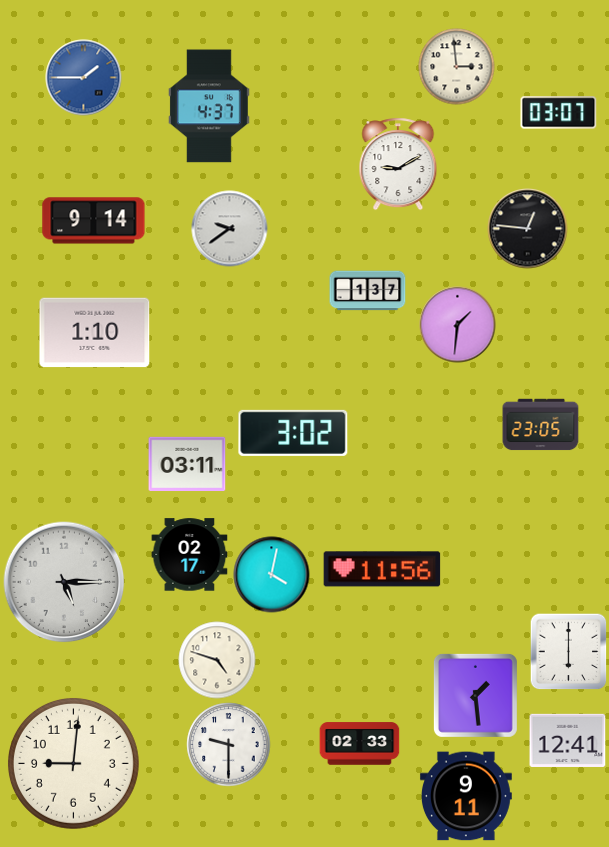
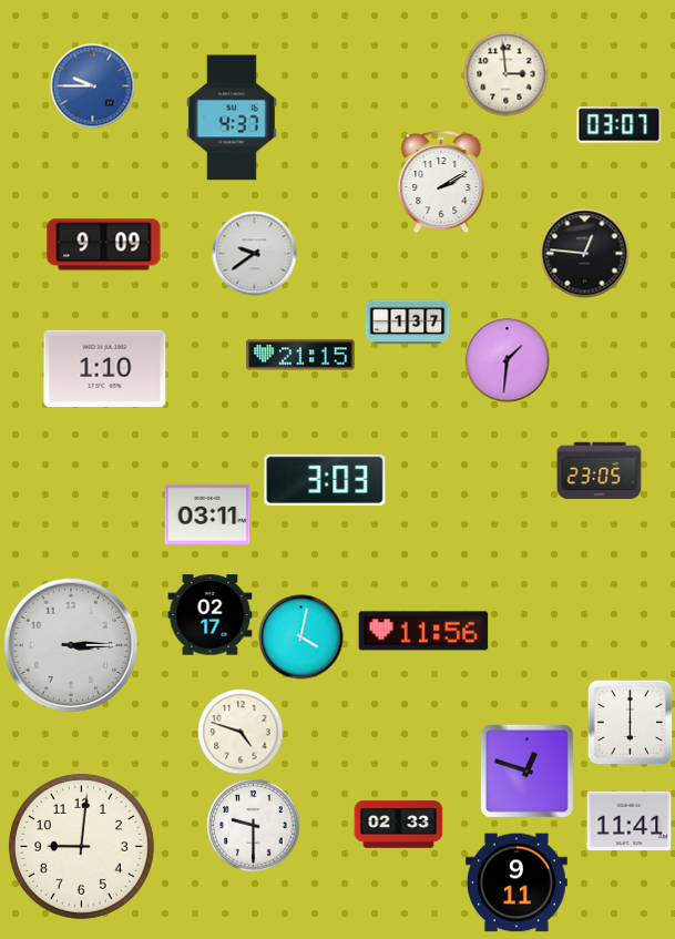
clock at (84, 78): 1:45 -> 9:45
clock at (398, 164): 9:10 -> 2:10
clock at (94, 221): 9:14 -> 9:09
clock at (300, 355): none -> 21:15
clock at (293, 433): 3:02 -> 3:03
clock at (64, 582): 5:15 -> 3:15
clock at (475, 695): 1:29 -> 12:48
clock at (568, 740): 12:41 -> 11:41
